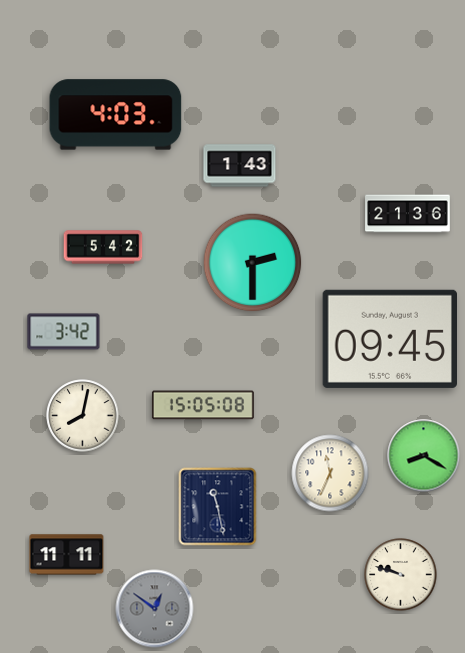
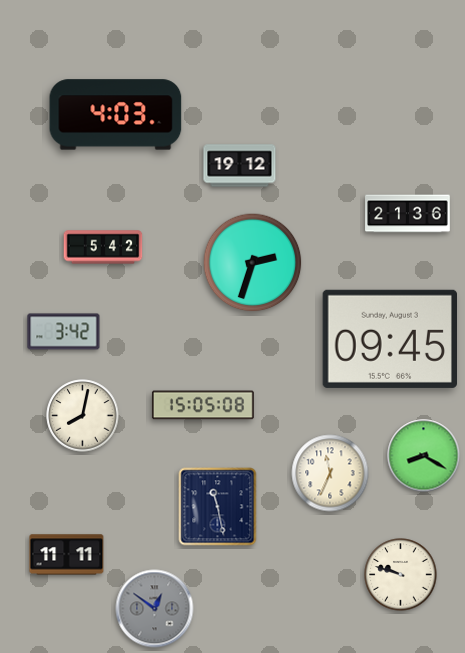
clock at (240, 166): 1:43 -> 19:12
clock at (253, 263): 2:30 -> 2:33
